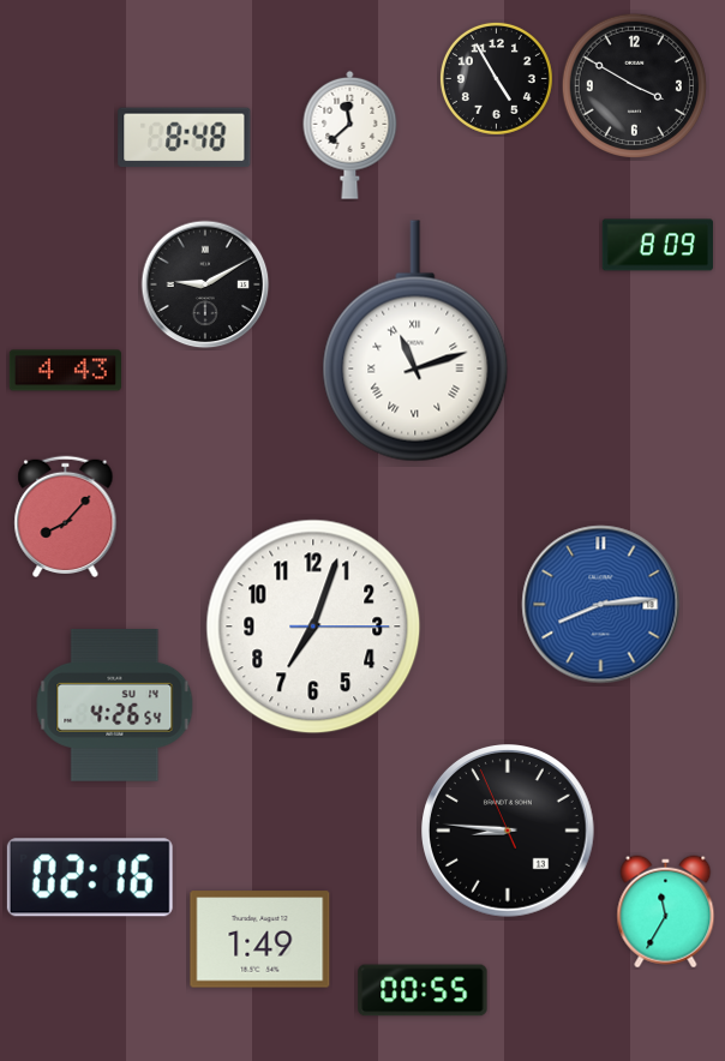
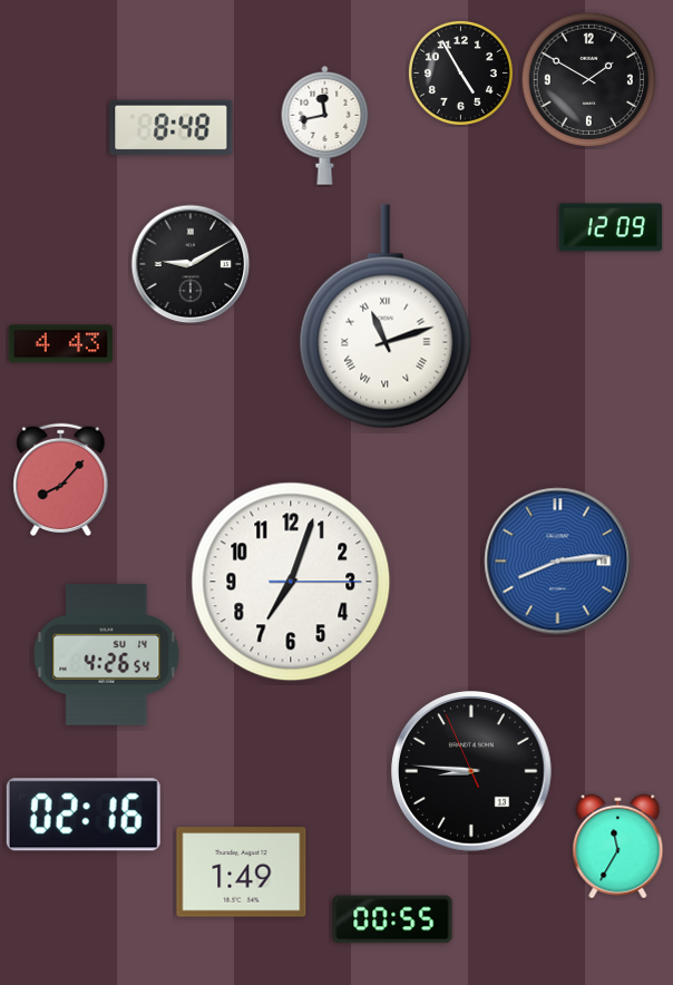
clock at (634, 85): 3:50 -> 1:50
clock at (350, 134): 11:38 -> 11:43
clock at (658, 245): 8:09 -> 12:09
